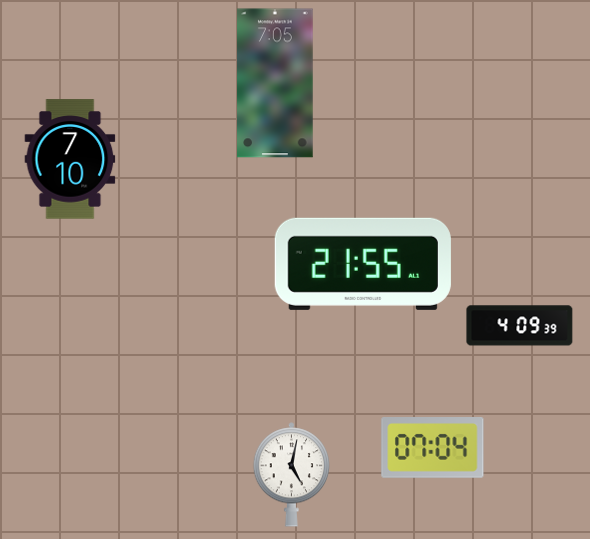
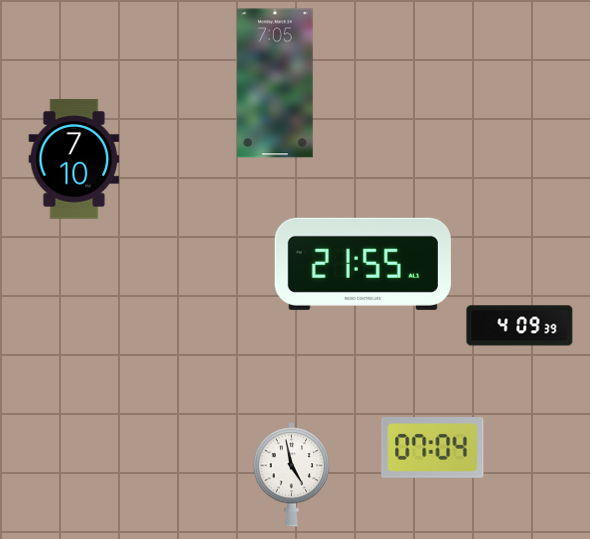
clock at (70, 159) position: (70, 159) -> (74, 159)
clock at (291, 475): 5:02 -> 4:58
